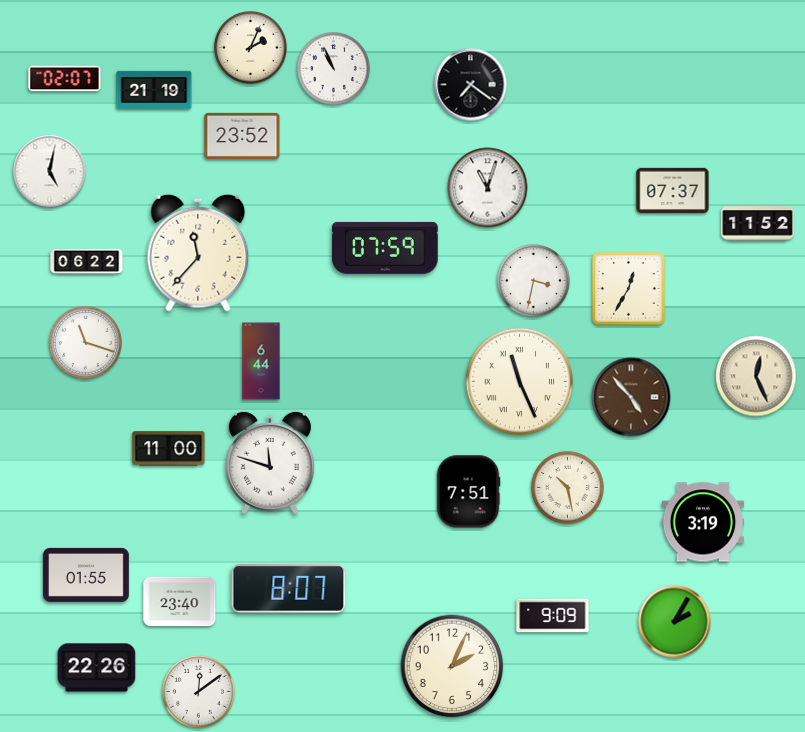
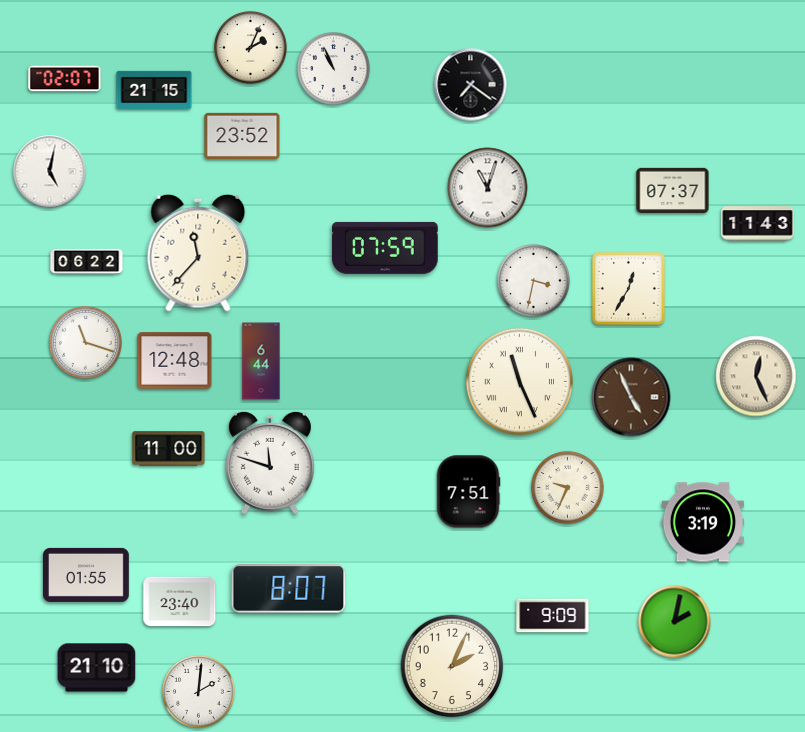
clock at (154, 90): 21:19 -> 21:15
clock at (758, 224): 11:52 -> 11:43
clock at (175, 361): none -> 12:48
clock at (631, 397): 4:53 -> 4:56
clock at (568, 488): 10:28 -> 9:34
clock at (675, 622): 2:05 -> 2:02
clock at (97, 668): 22:26 -> 21:10
clock at (199, 692): 12:09 -> 2:01
